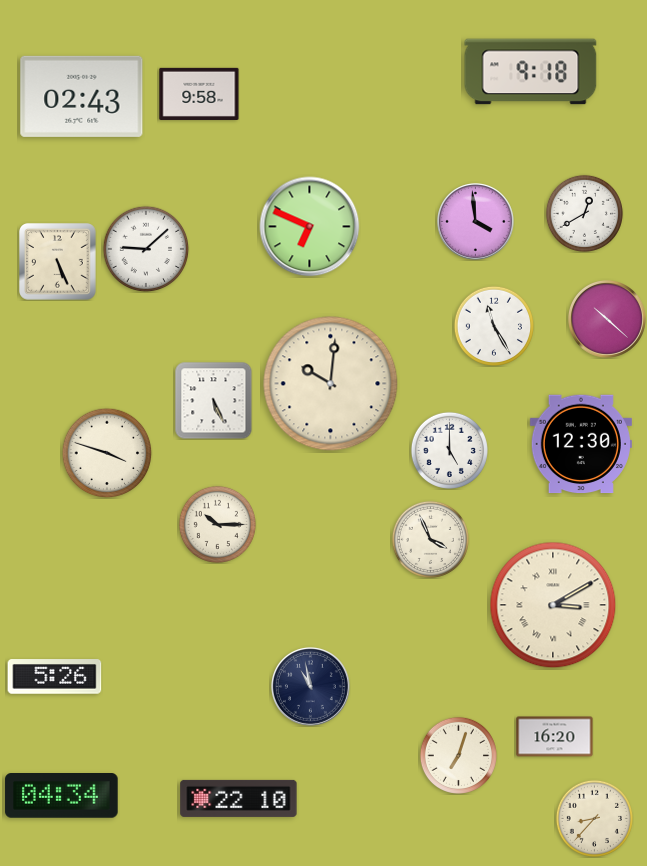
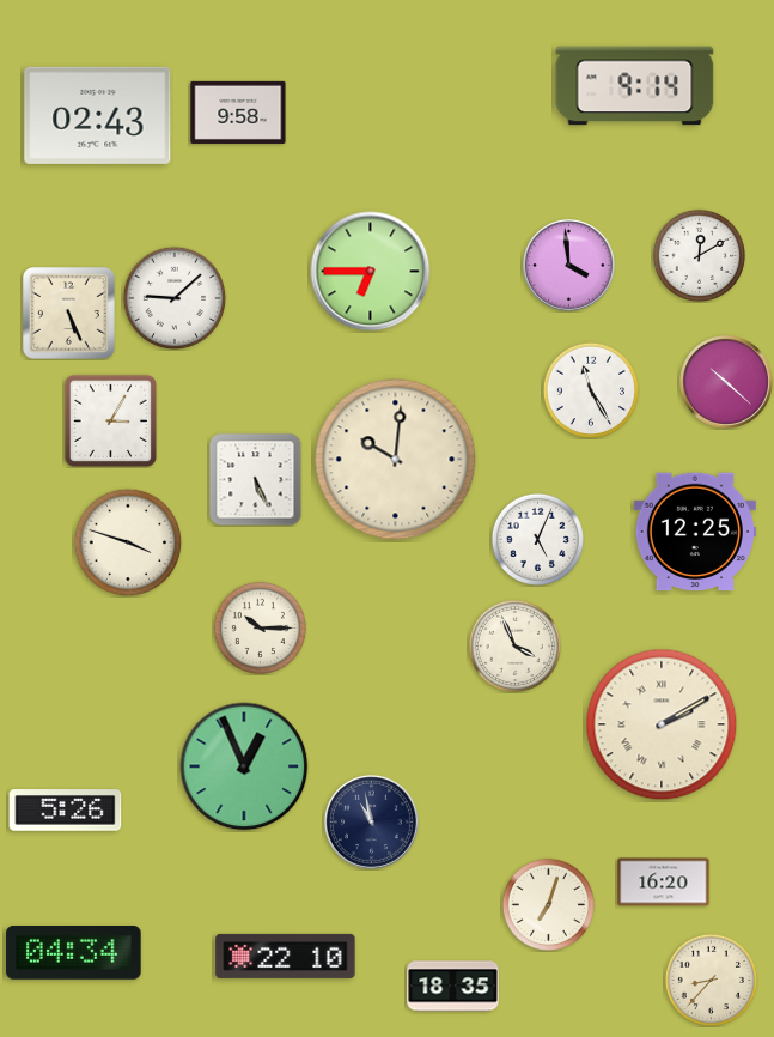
clock at (531, 72): 9:18 -> 9:14
clock at (584, 213): 12:40 -> 12:10
clock at (310, 227): 6:49 -> 6:45
clock at (110, 420): none -> 3:05
clock at (581, 444): 12:30 -> 12:25
clock at (449, 450): 5:00 -> 5:04
clock at (553, 605): 3:10 -> 2:10
clock at (244, 766): none -> 12:56
clock at (453, 987): none -> 18:35
